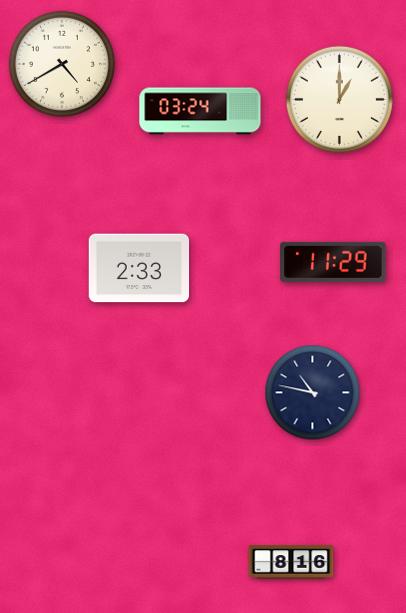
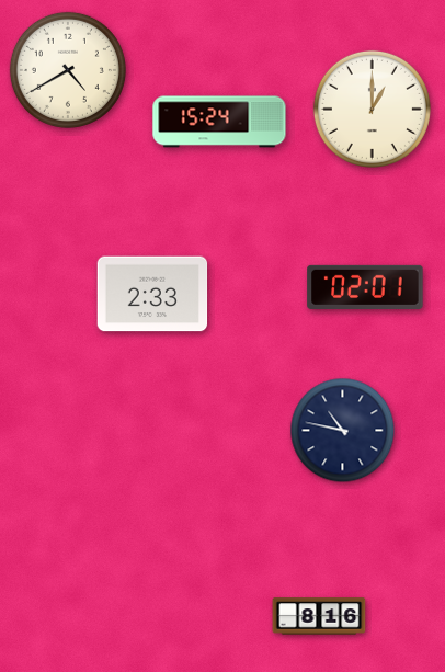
clock at (200, 111): 03:24 -> 15:24
clock at (333, 262): 11:29 -> 02:01
